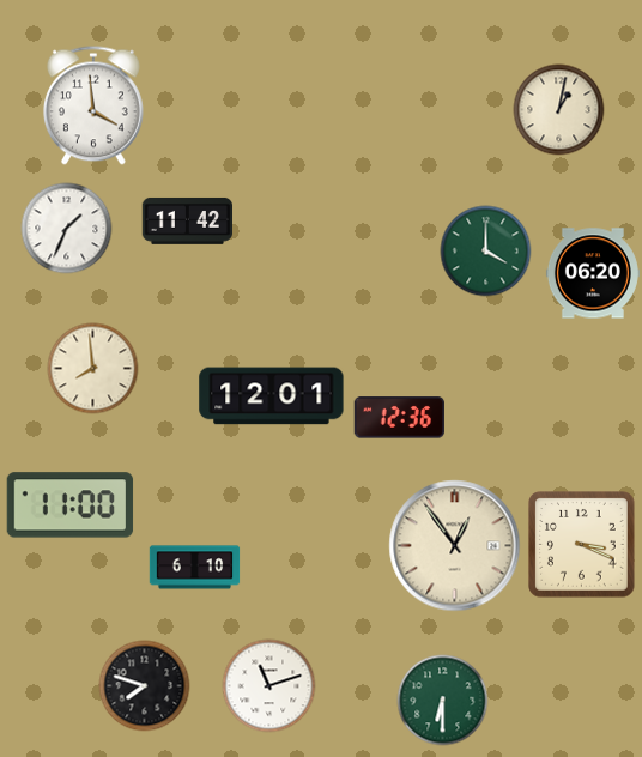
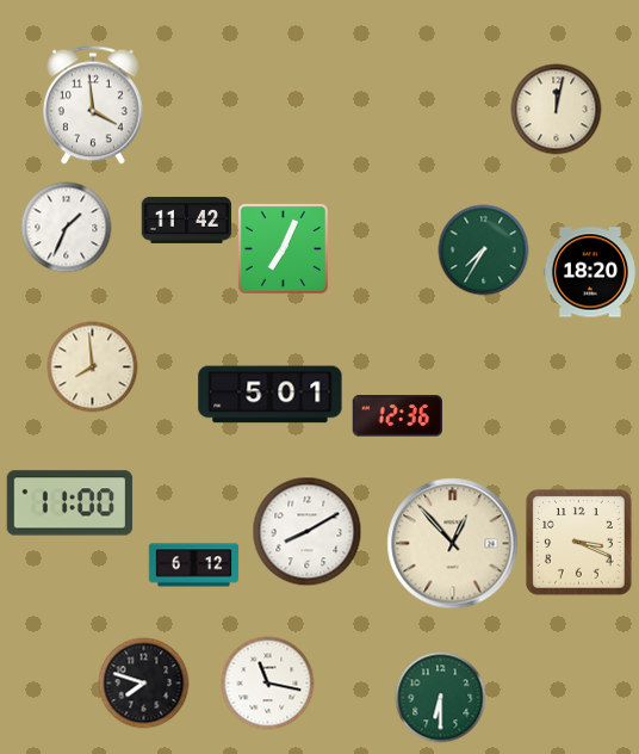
clock at (559, 110): 1:02 -> 12:02
clock at (283, 248): none -> 7:04
clock at (486, 252): 4:00 -> 7:35
clock at (593, 273): 06:20 -> 18:20
clock at (272, 396): 12:01 -> 5:01
clock at (308, 532): none -> 8:10
clock at (455, 546): 12:54 -> 12:53
clock at (195, 568): 6:10 -> 6:12
clock at (269, 686): 11:12 -> 11:17
